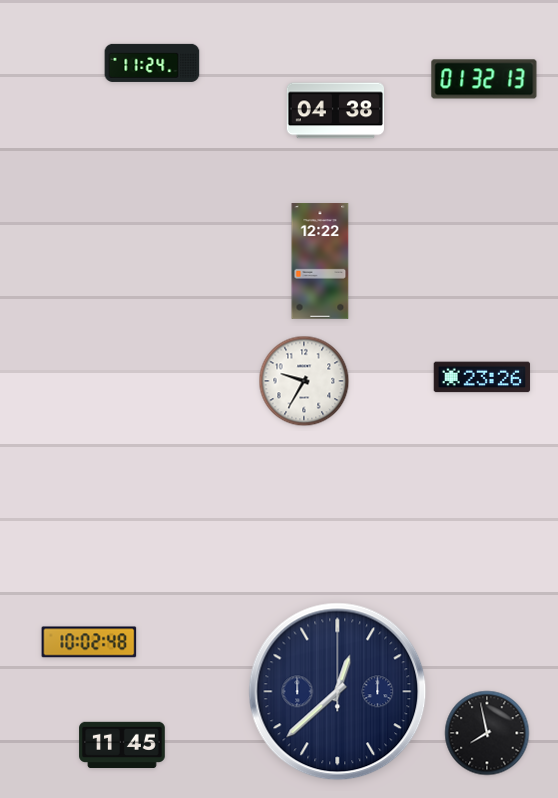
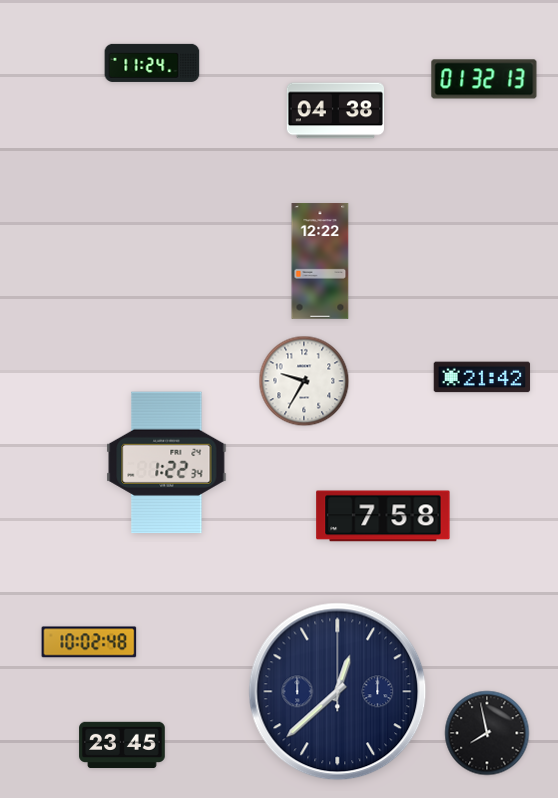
clock at (482, 377): 23:26 -> 21:42
clock at (167, 463): none -> 1:22
clock at (383, 516): none -> 7:58
clock at (122, 745): 11:45 -> 23:45
